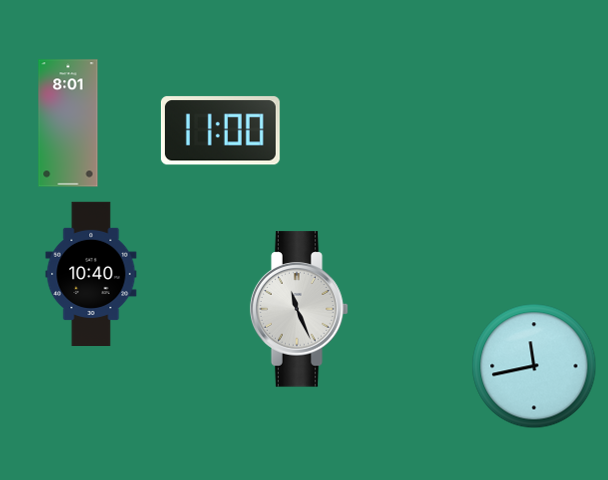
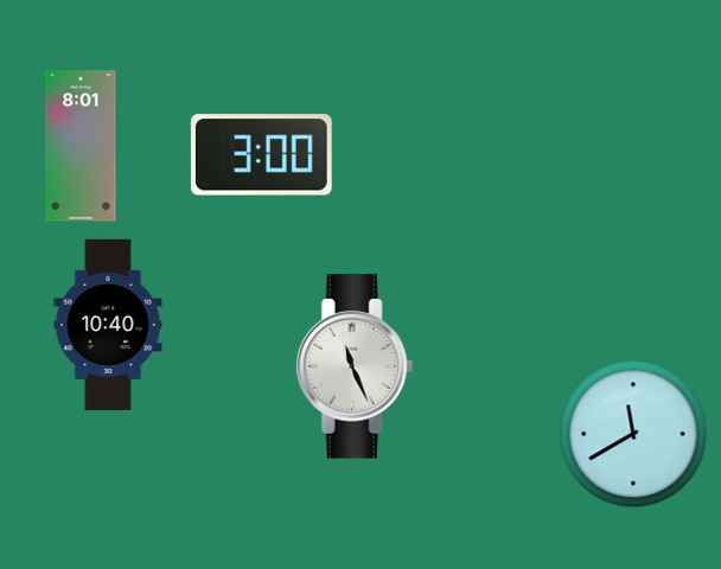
clock at (220, 131): 11:00 -> 3:00
clock at (534, 366): 11:43 -> 11:40
